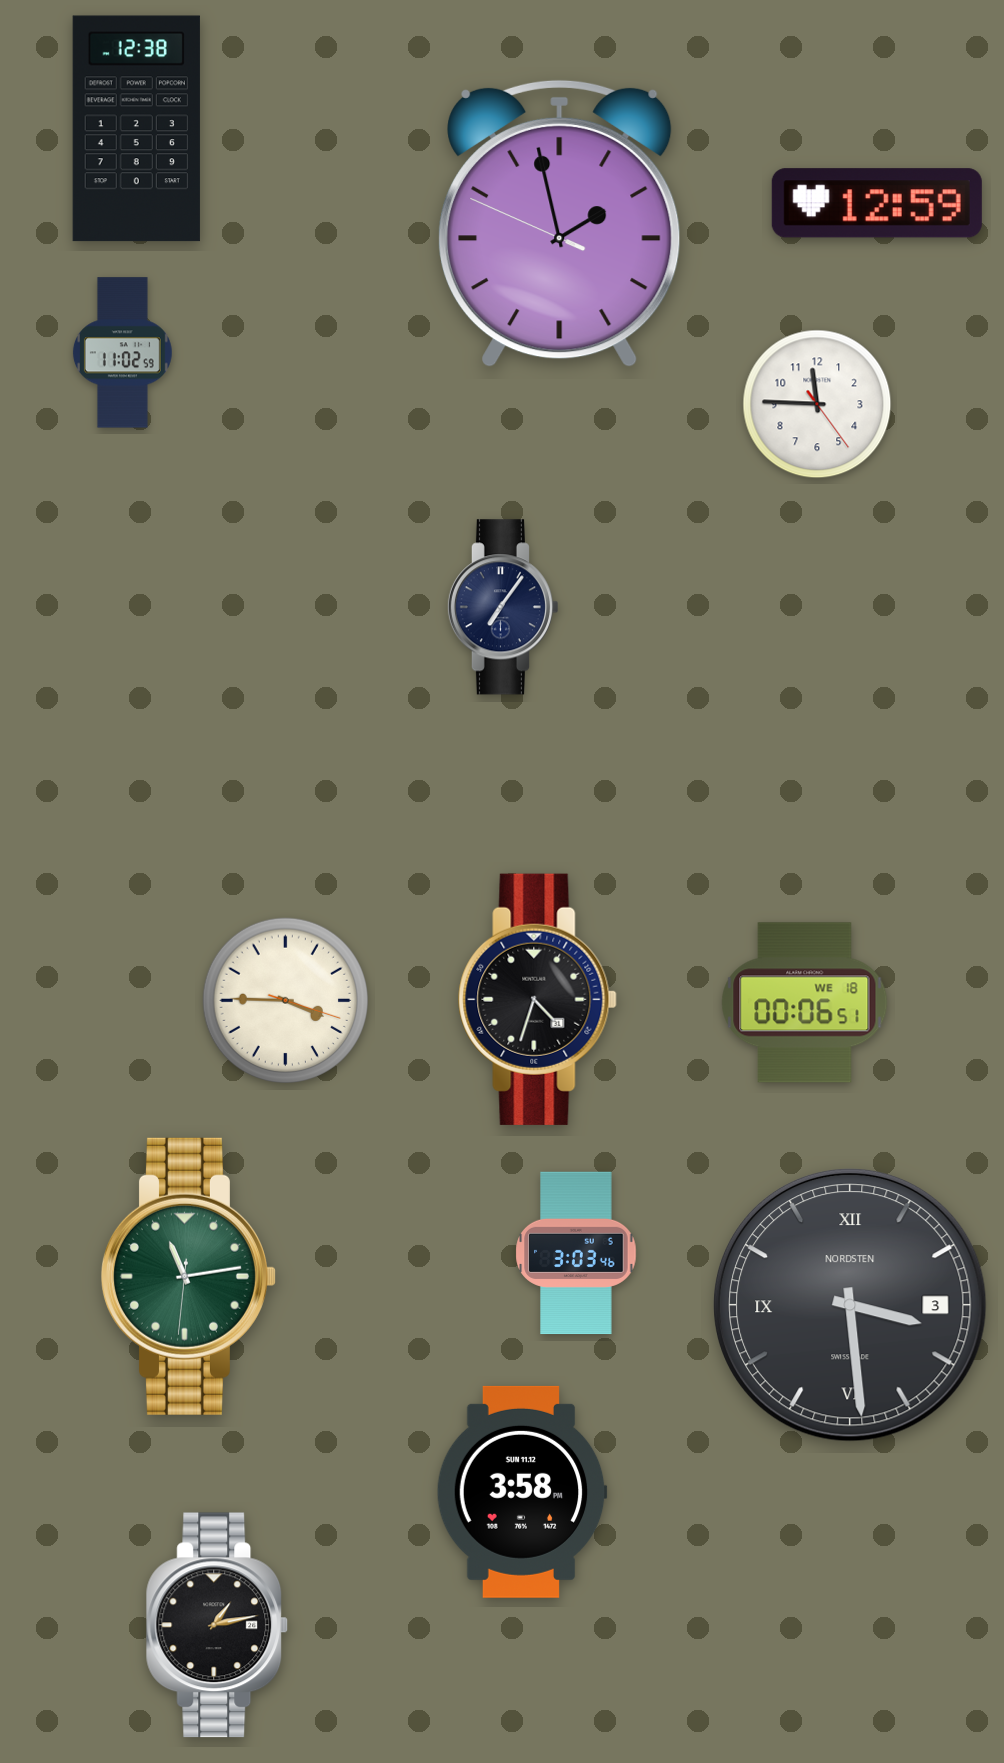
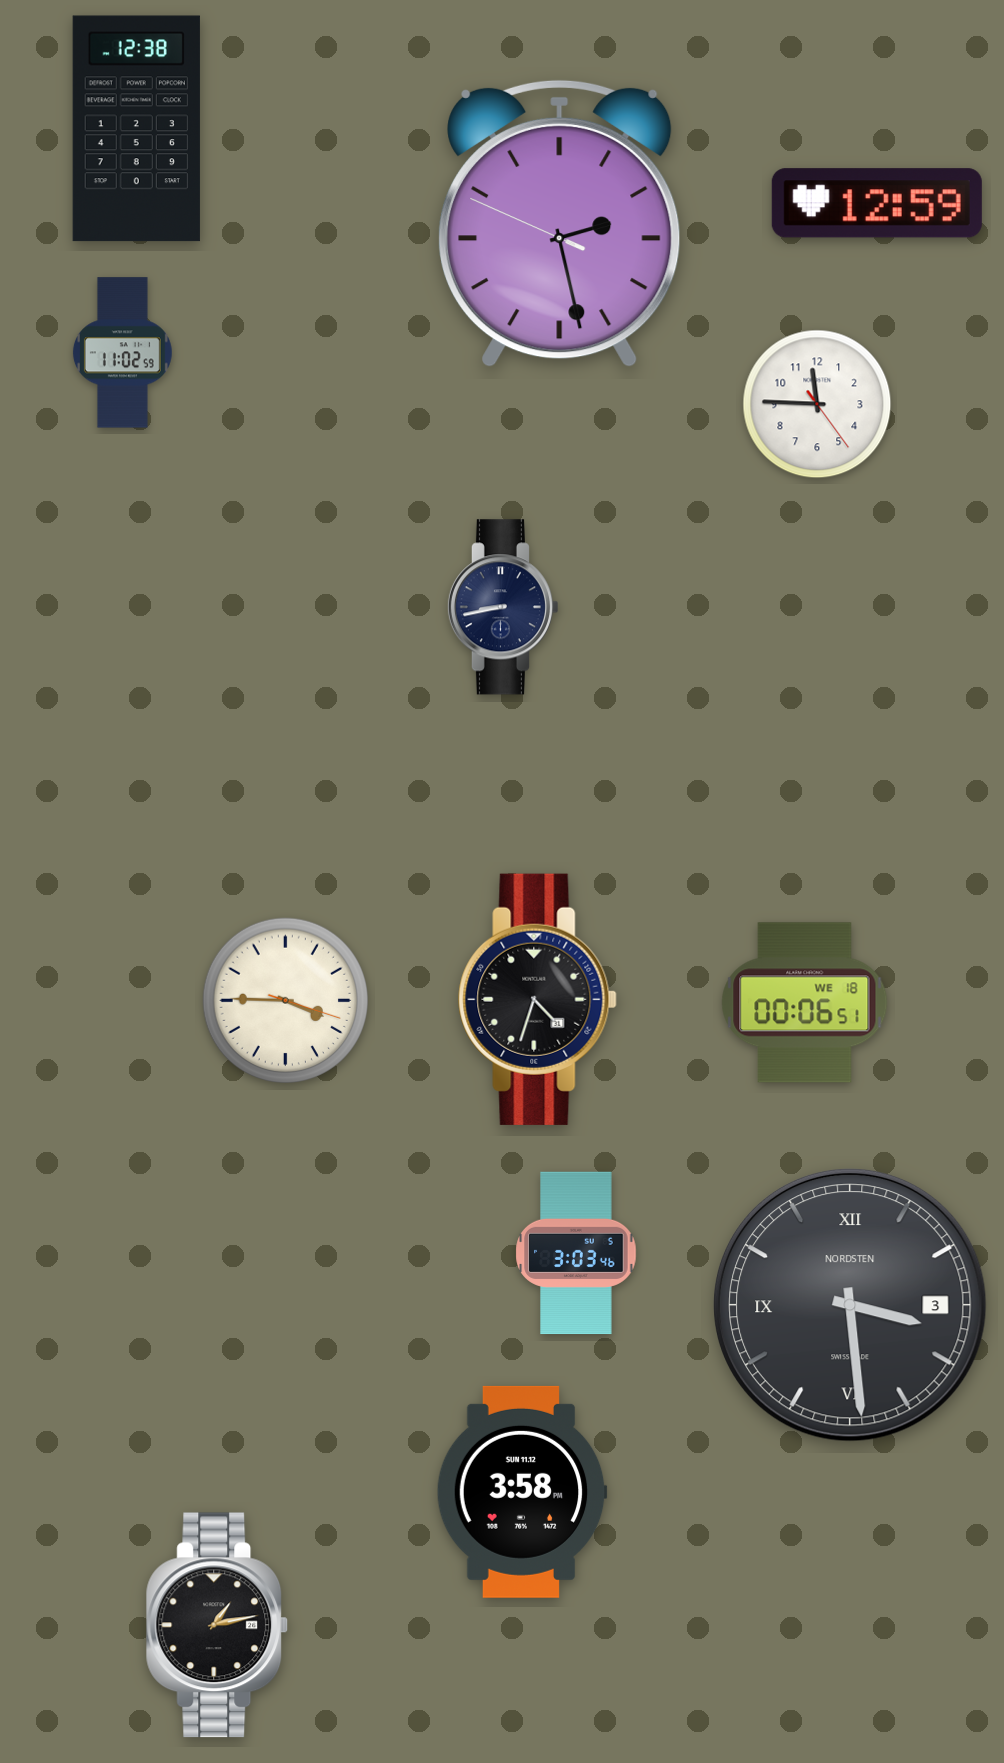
clock at (560, 224): 1:57 -> 2:27
clock at (502, 607): 7:06 -> 8:43
clock at (188, 1276): 11:13 -> none
